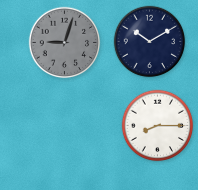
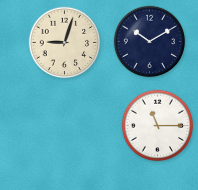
clock at (65, 43) dial: grey -> cream
clock at (158, 126): 8:15 -> 11:15
